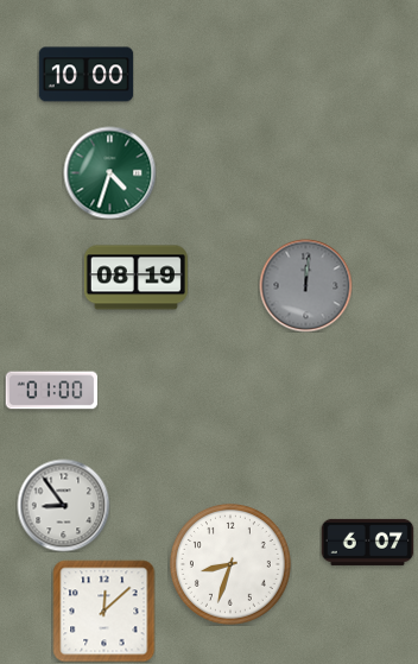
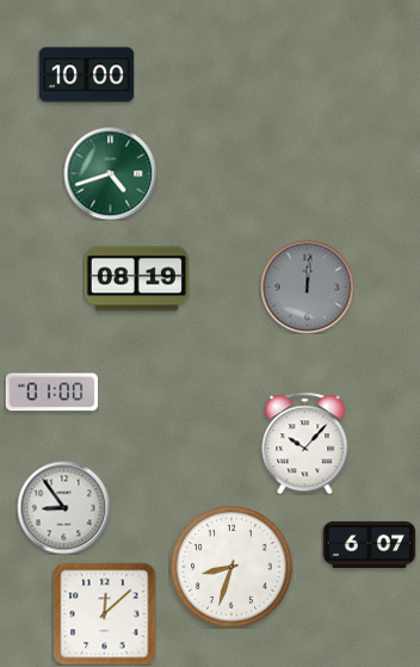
clock at (109, 172): 4:33 -> 4:42
clock at (305, 443): none -> 10:07
